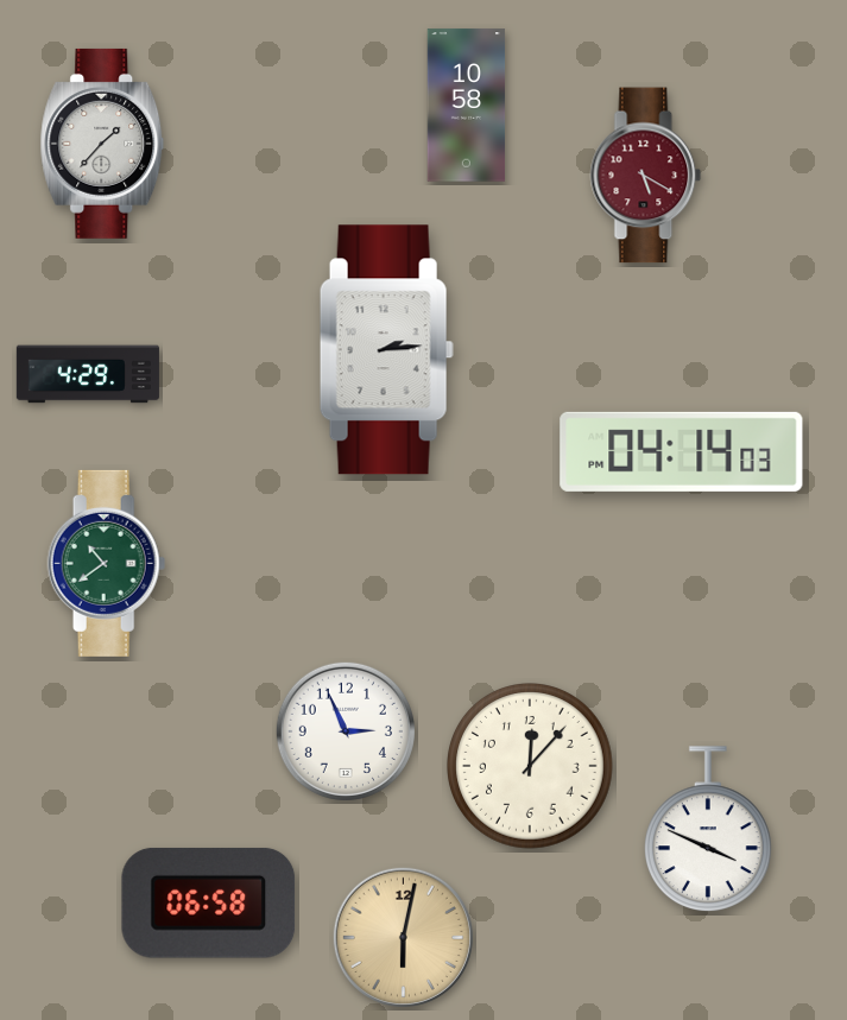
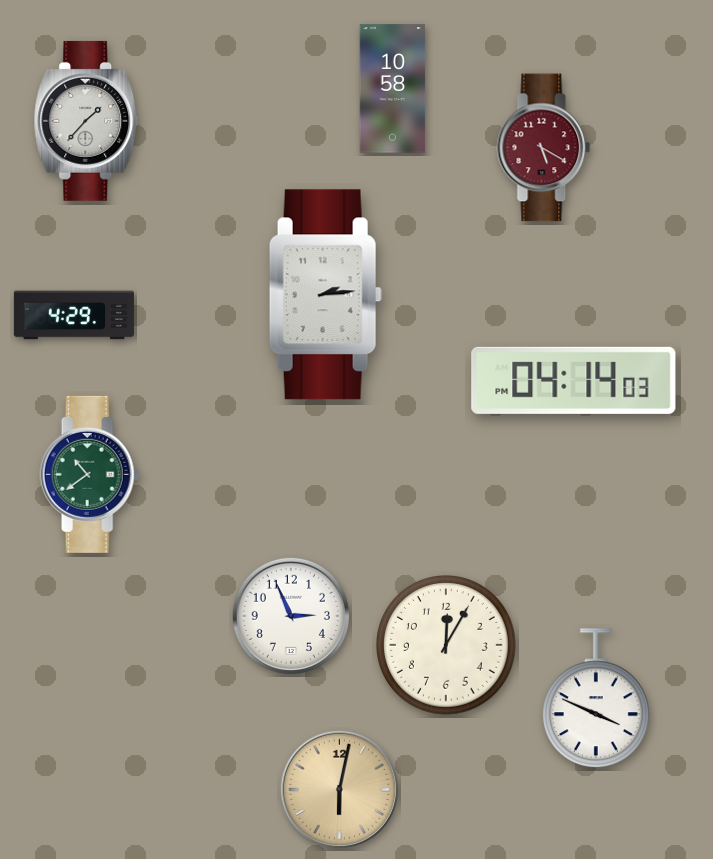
clock at (530, 766): 12:07 -> 12:05
clock at (209, 902): 06:58 -> none
